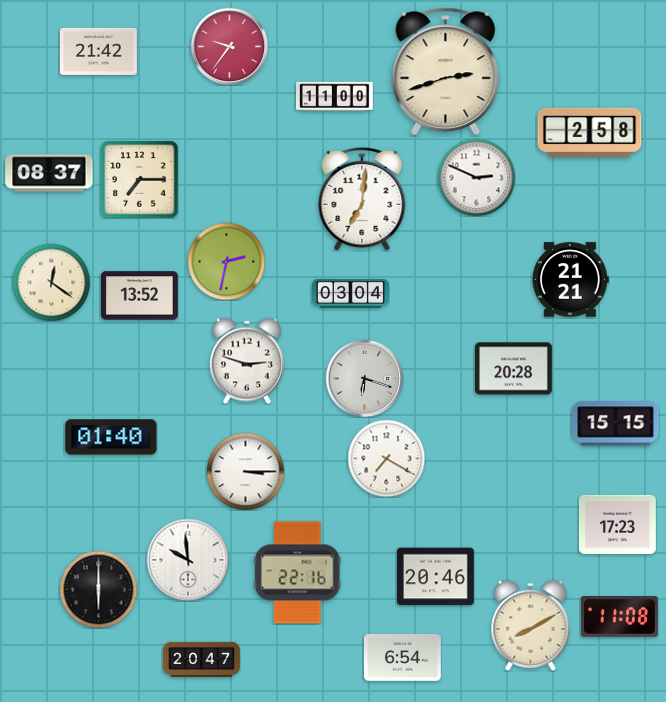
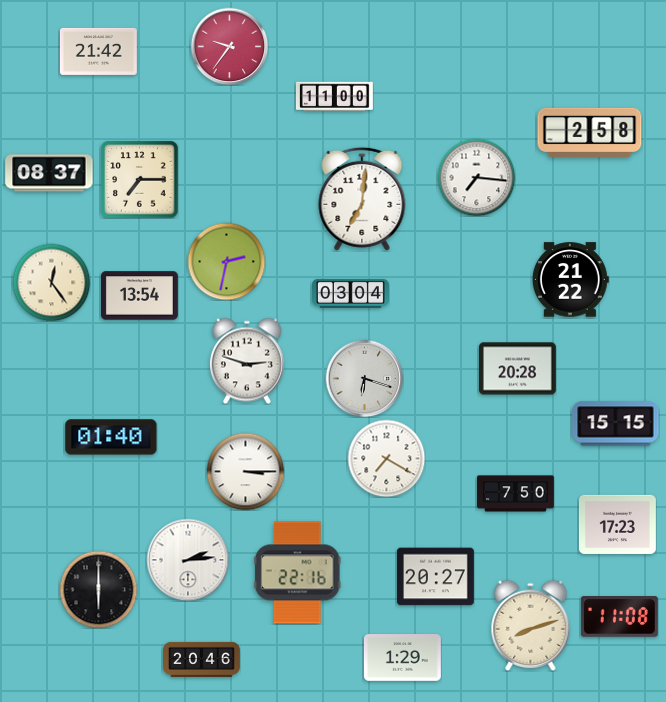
clock at (446, 71): 2:42 -> none
clock at (476, 177): 2:49 -> 7:16
clock at (570, 280): 21:21 -> 21:22
clock at (51, 282): 12:21 -> 12:24
clock at (140, 296): 13:52 -> 13:54
clock at (513, 369) position: (513, 369) -> (517, 369)
clock at (516, 494): none -> 7:50
clock at (188, 560): 9:59 -> 2:14
clock at (435, 577): 20:46 -> 20:27
clock at (531, 625): 8:10 -> 8:12
clock at (402, 658): 6:54 -> 1:29
clock at (202, 659): 20:47 -> 20:46
